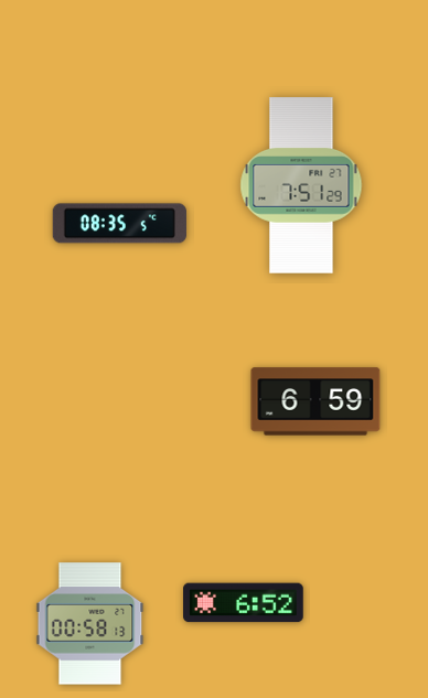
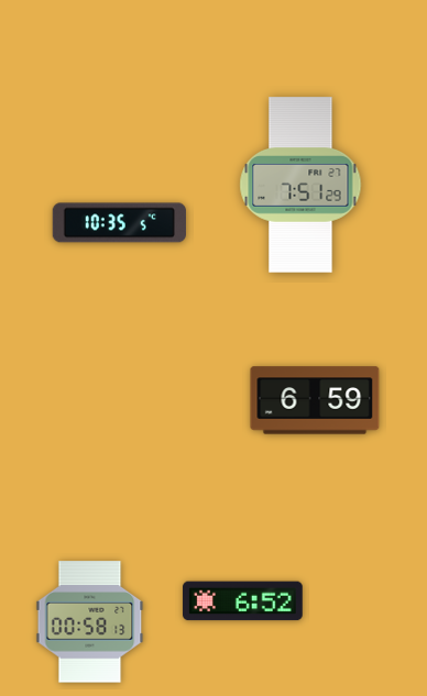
clock at (119, 224): 08:35 -> 10:35
